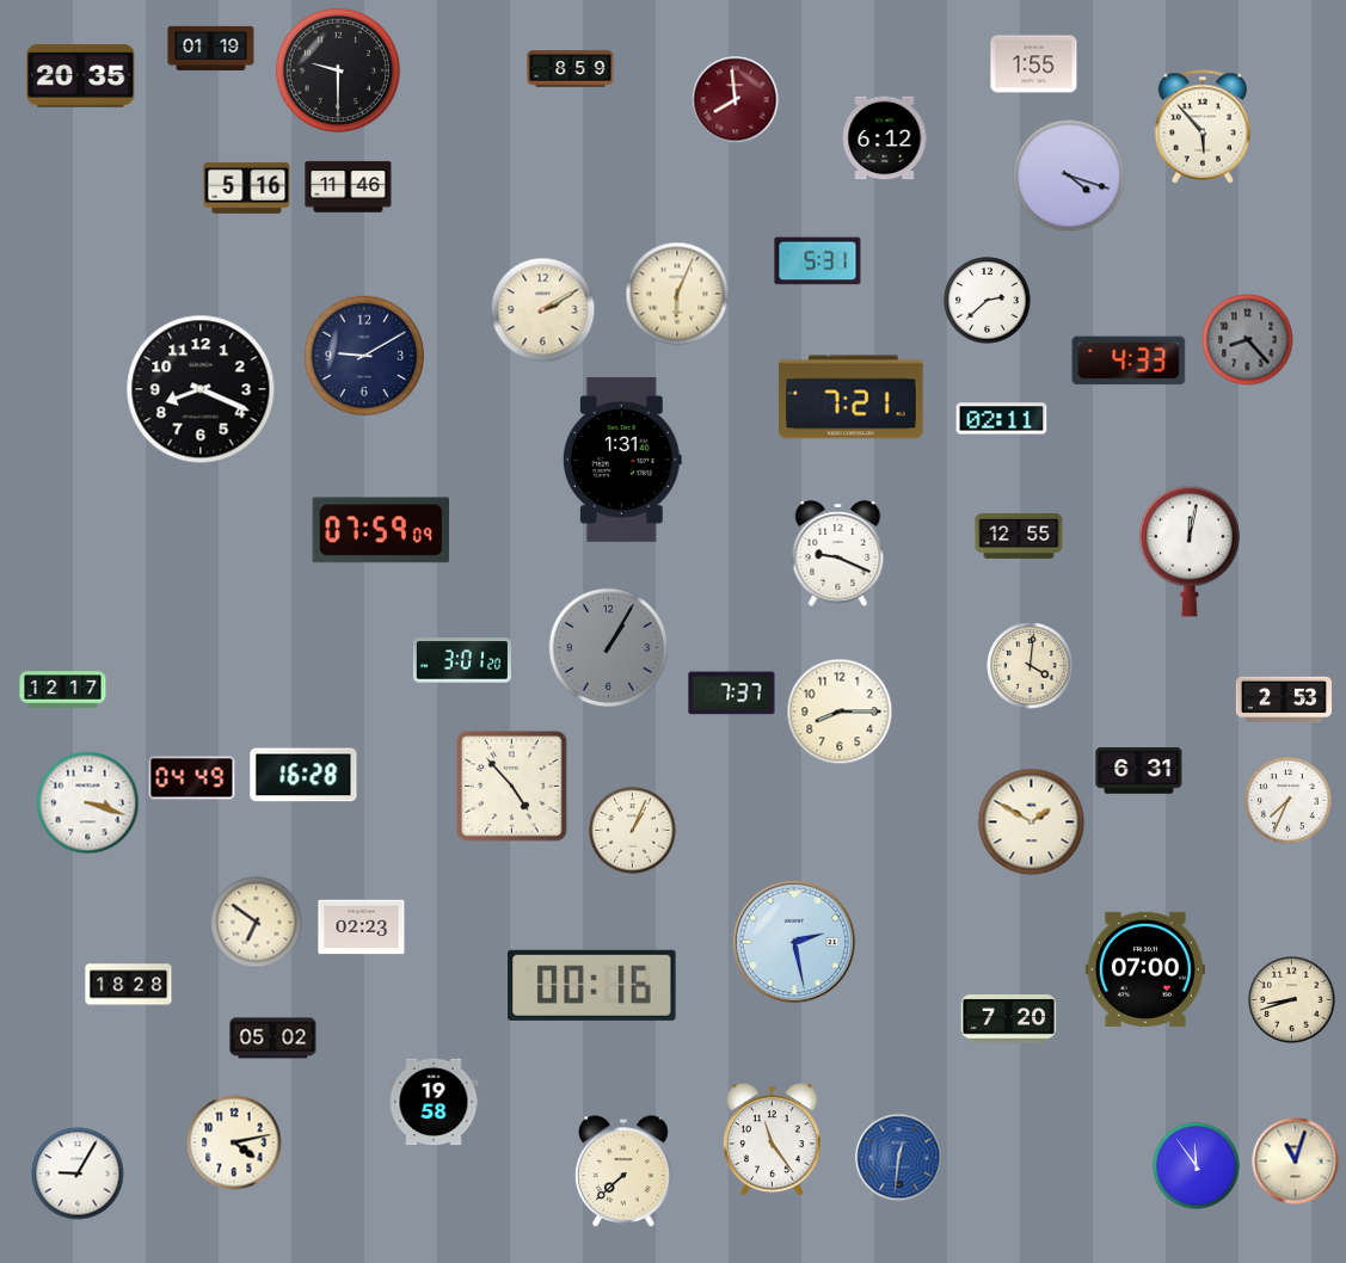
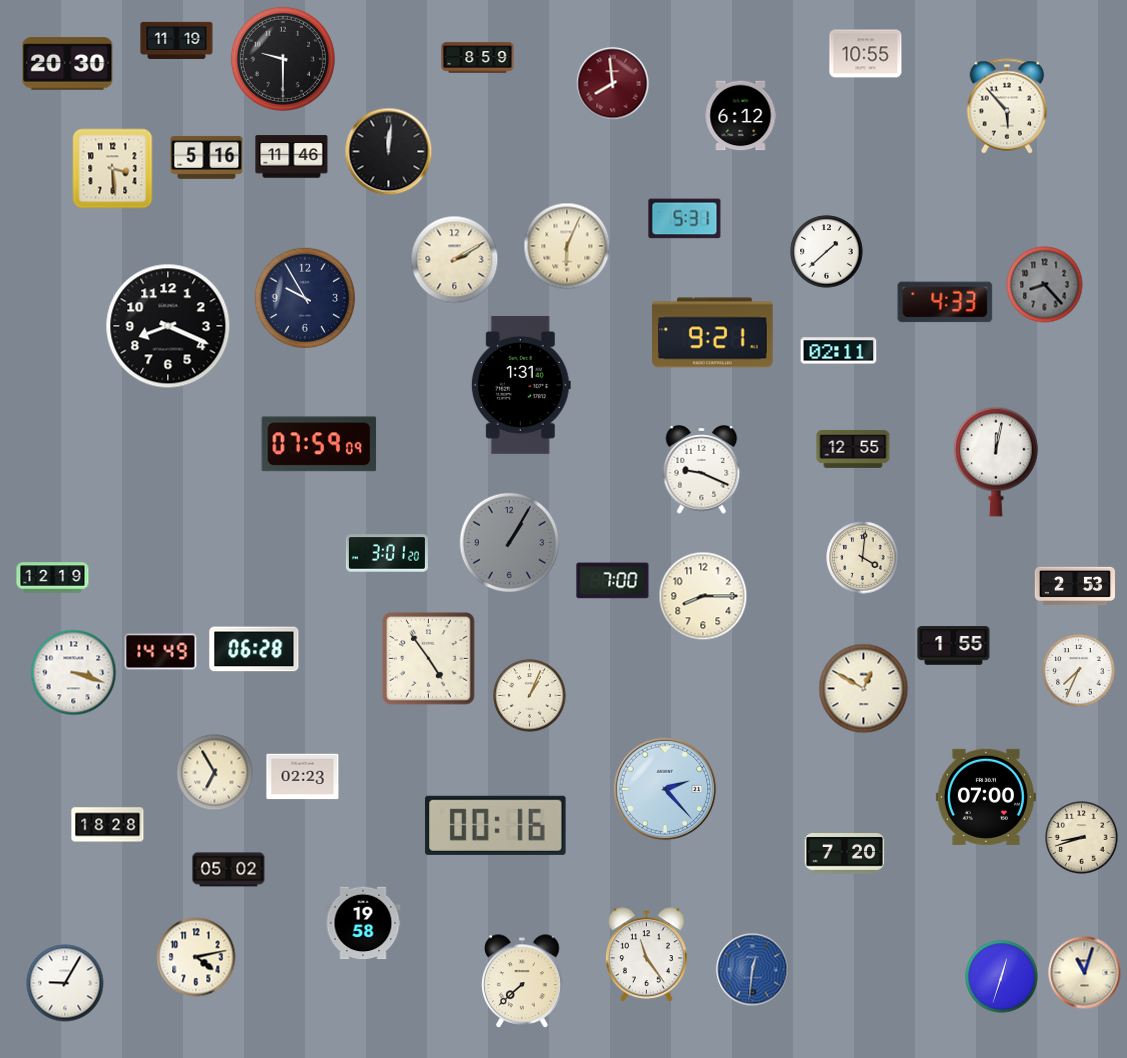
clock at (211, 48): 01:19 -> 11:19
clock at (1034, 64): 1:55 -> 10:55
clock at (81, 76): 20:35 -> 20:30
clock at (736, 100) position: (736, 100) -> (613, 84)
clock at (1069, 175): 4:18 -> none
clock at (389, 152): none -> 12:01
clock at (113, 169): none -> 3:29
clock at (988, 301): 2:38 -> 1:38
clock at (363, 355): 9:10 -> 9:55
clock at (852, 398): 7:21 -> 9:21
clock at (838, 554) position: (838, 554) -> (702, 470)
clock at (63, 690): 12:17 -> 12:19
clock at (732, 694): 7:37 -> 7:00
clock at (1139, 771): 6:31 -> 1:55
clock at (303, 775): 16:28 -> 06:28
clock at (192, 778): 04:49 -> 14:49
clock at (512, 787): 4:53 -> 4:54
clock at (1032, 823): 1:50 -> 12:50
clock at (257, 923): 6:51 -> 6:55
clock at (794, 942): 2:28 -> 2:23
clock at (1145, 969) position: (1145, 969) -> (986, 797)
clock at (1197, 1166): 11:54 -> 12:33
